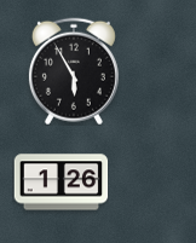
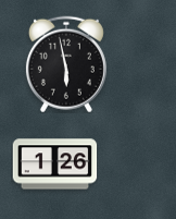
clock at (74, 71): 5:55 -> 5:58
